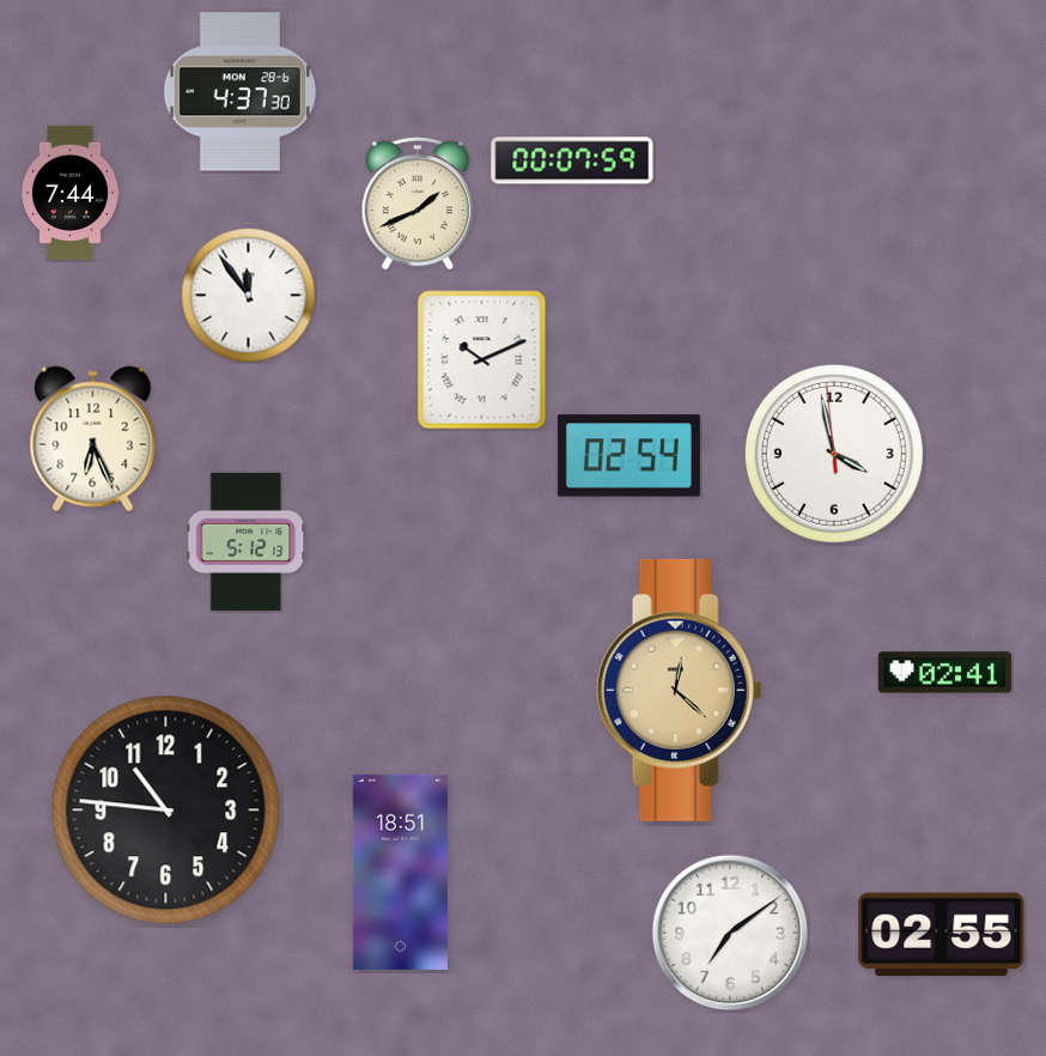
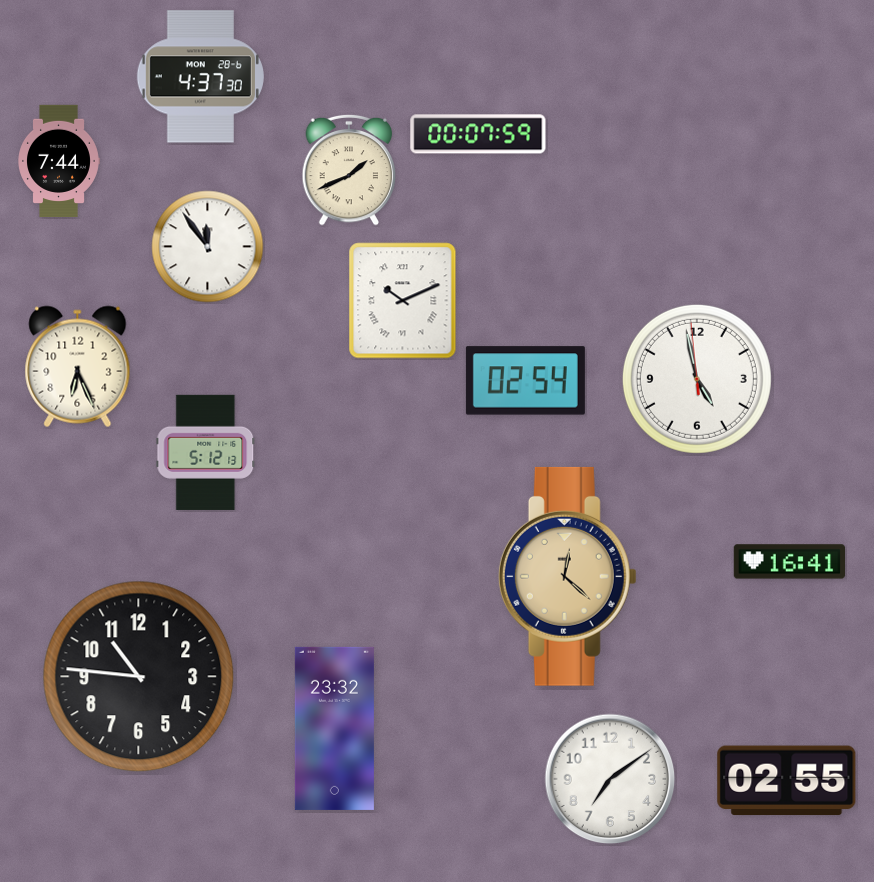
clock at (834, 454): 3:57 -> 4:57
clock at (945, 673): 02:41 -> 16:41
clock at (400, 872): 18:51 -> 23:32
